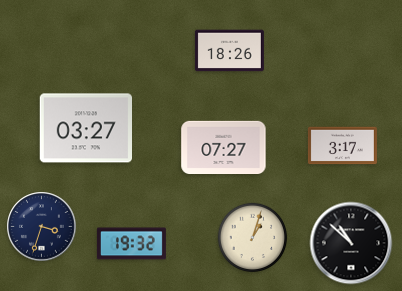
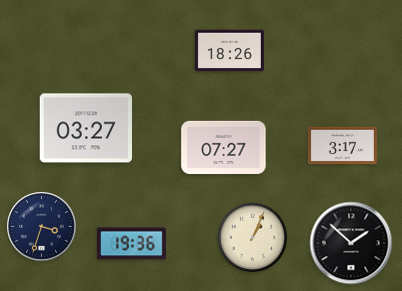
clock at (253, 238): 1:03 -> 1:04
clock at (351, 243): 10:52 -> 1:52
clock at (131, 244): 19:32 -> 19:36
